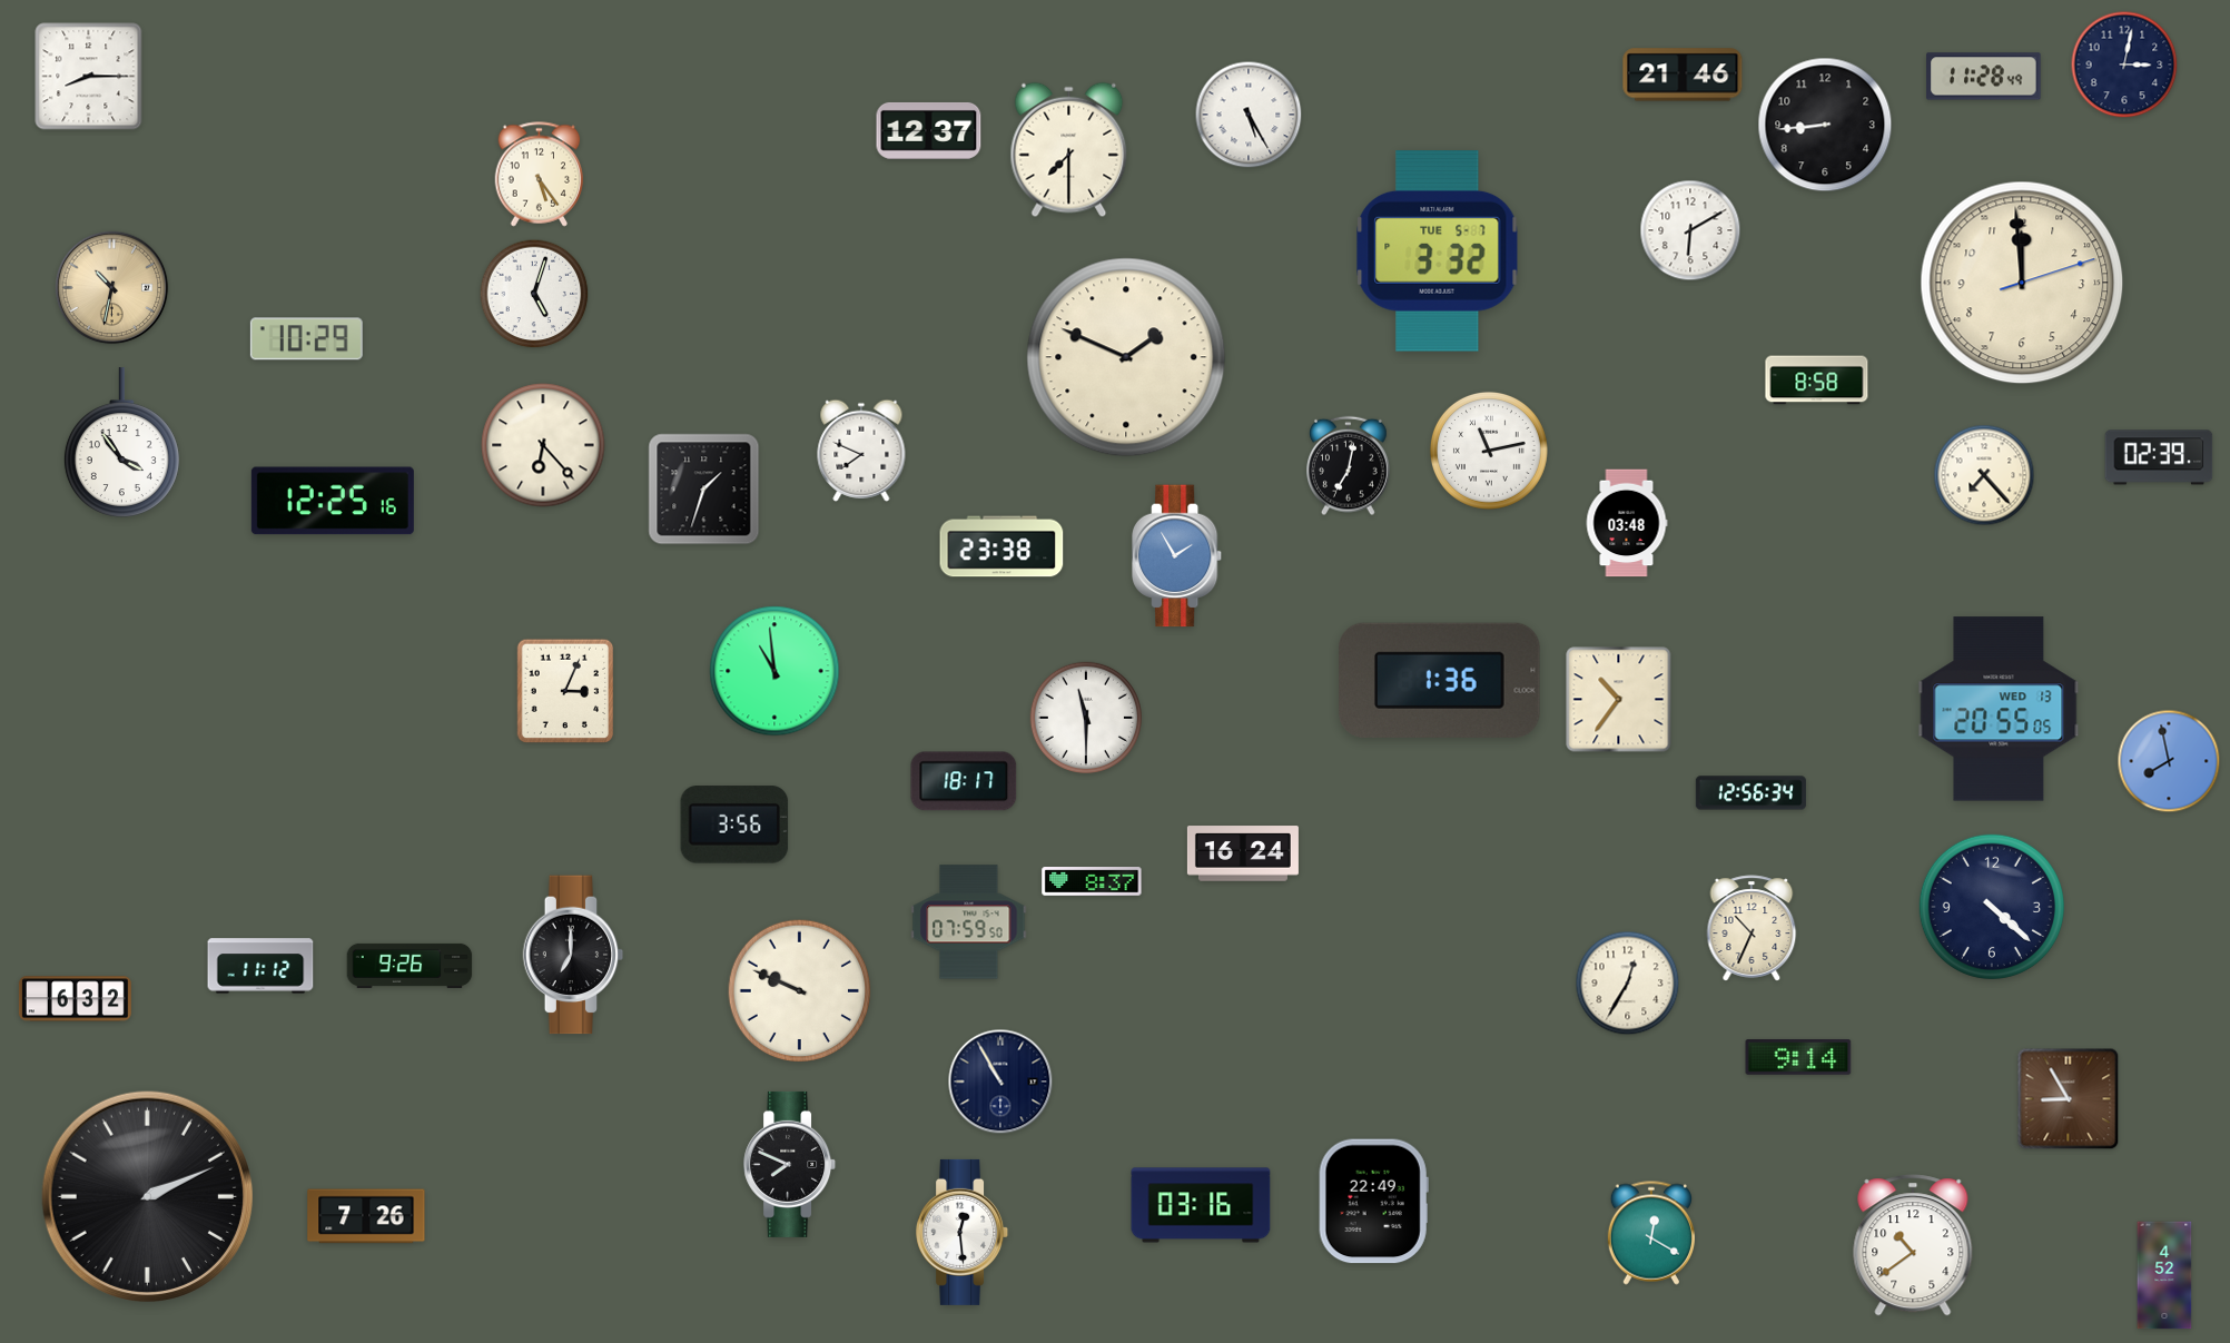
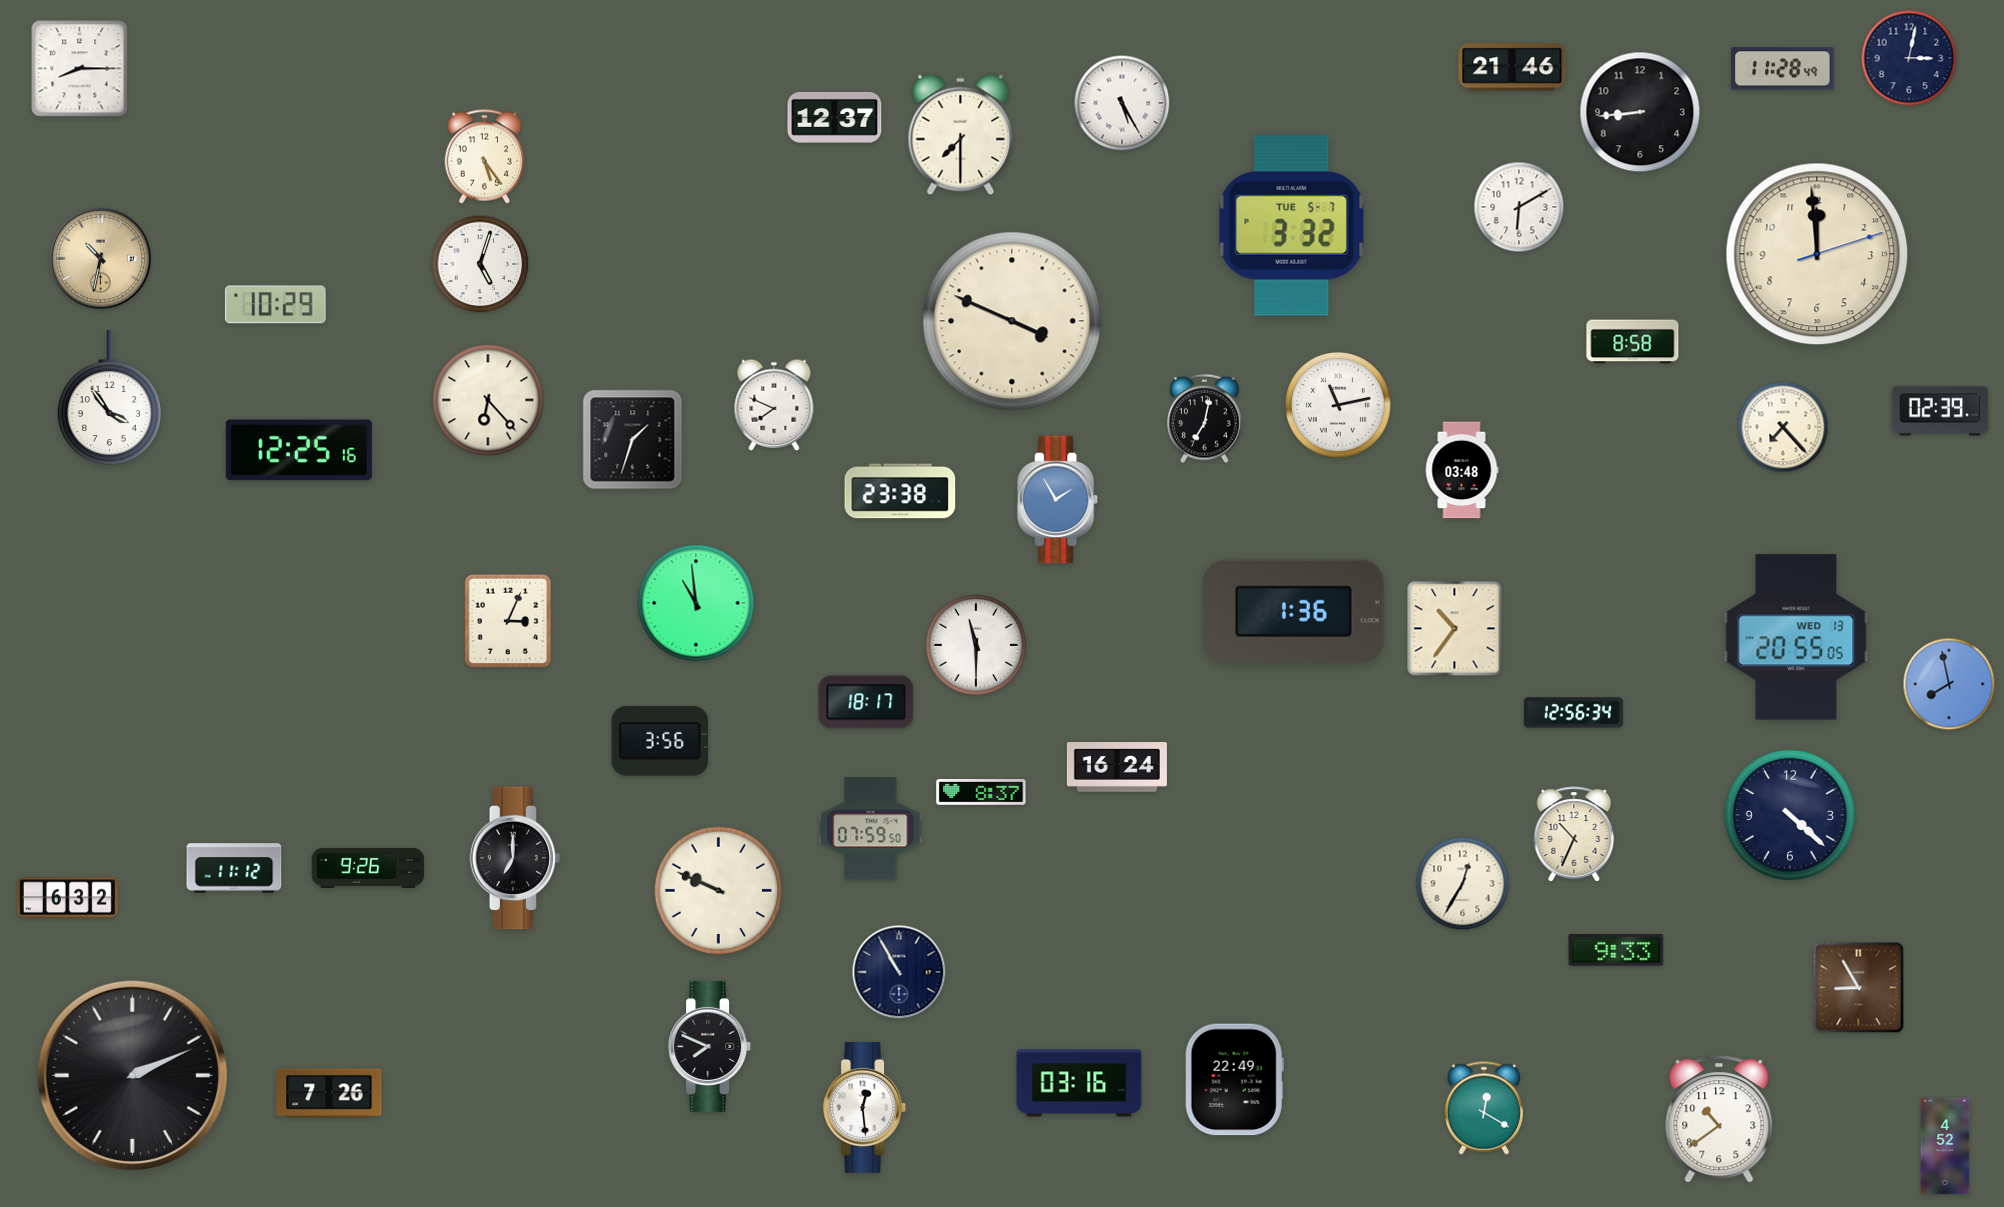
clock at (1126, 357): 1:49 -> 3:49
clock at (1349, 466) position: (1349, 466) -> (1205, 419)
clock at (1798, 1058): 9:14 -> 9:33
